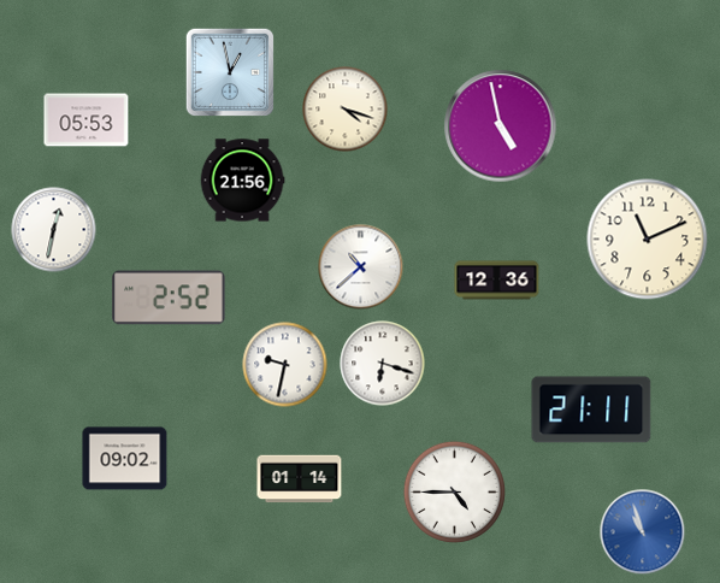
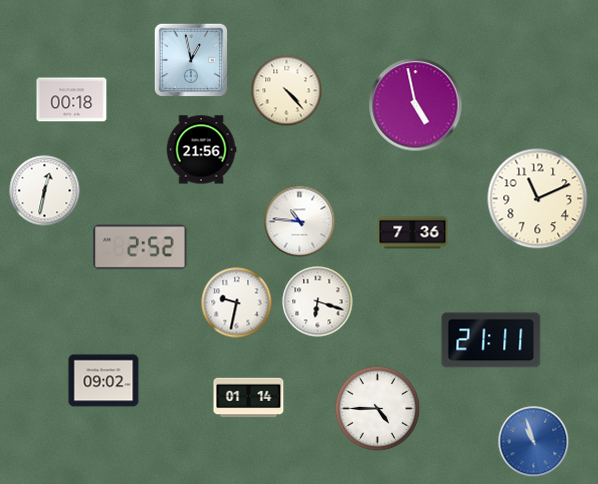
clock at (346, 110): 4:18 -> 4:23
clock at (87, 120): 05:53 -> 00:18
clock at (361, 267): 10:38 -> 10:46
clock at (497, 281): 12:36 -> 7:36
